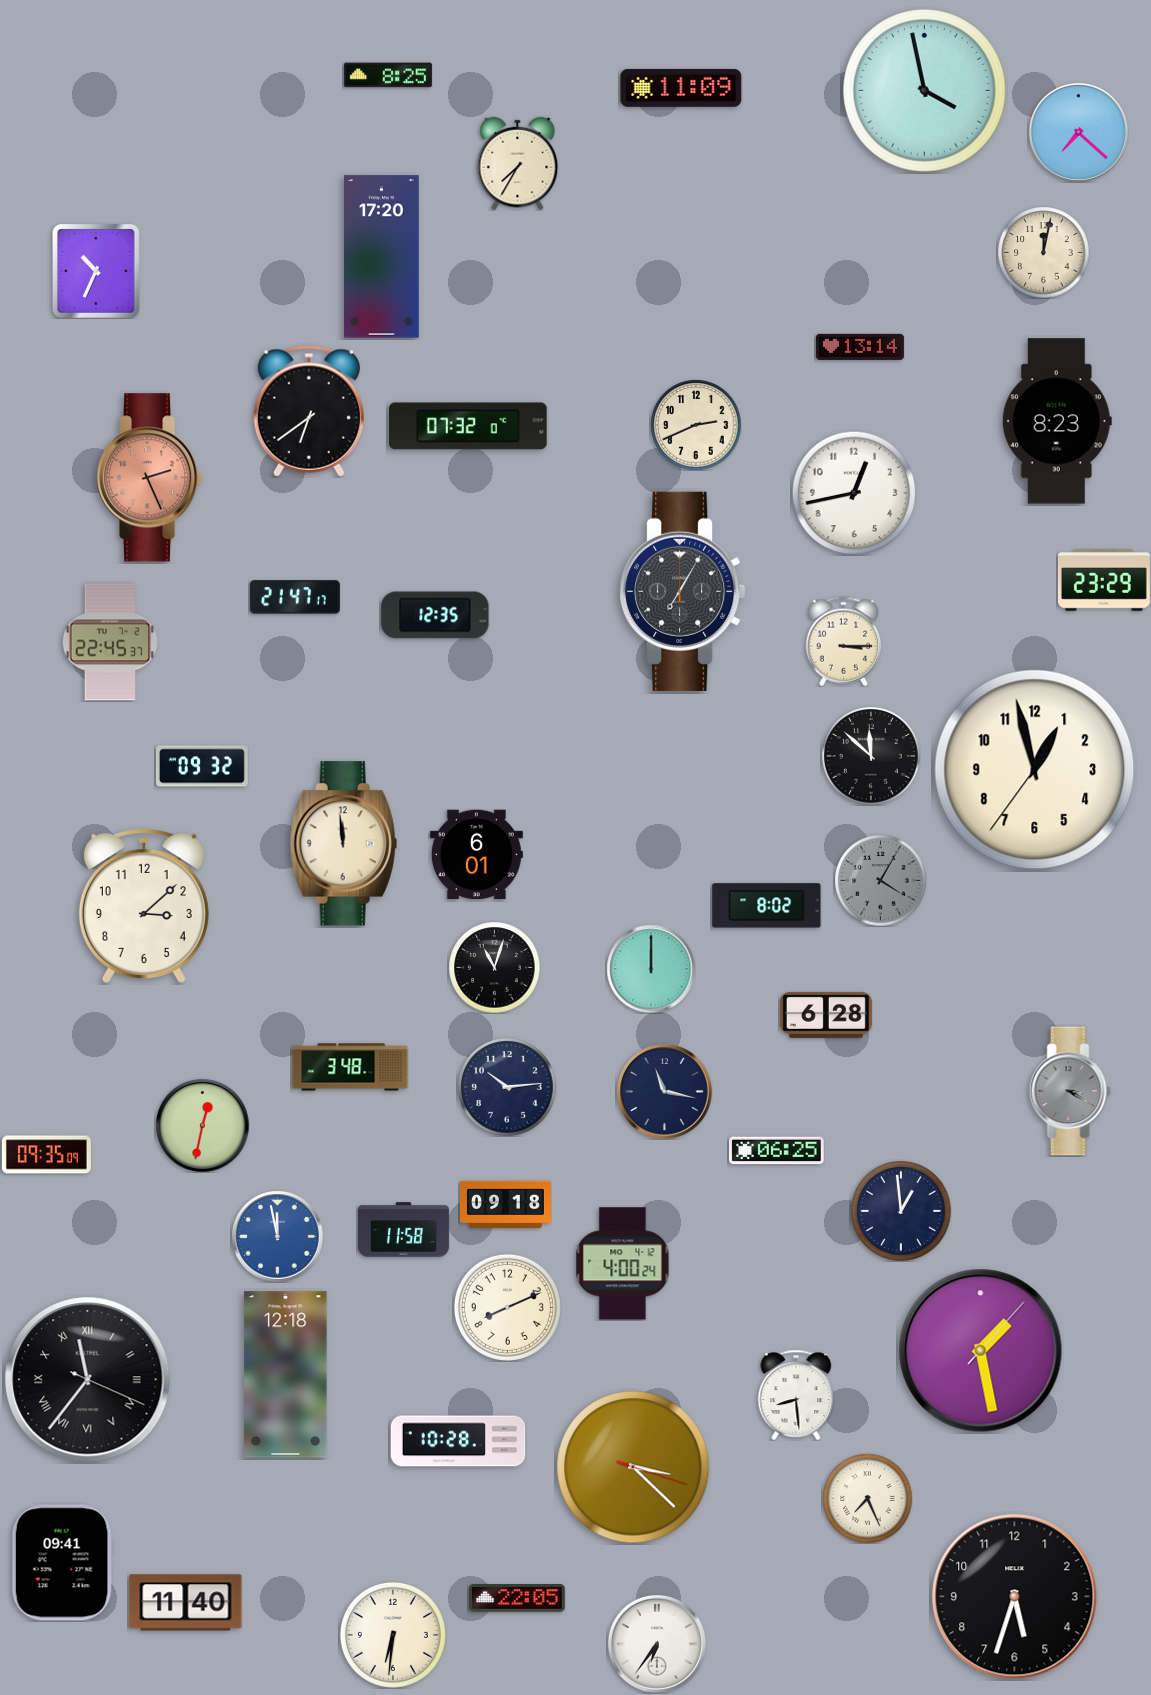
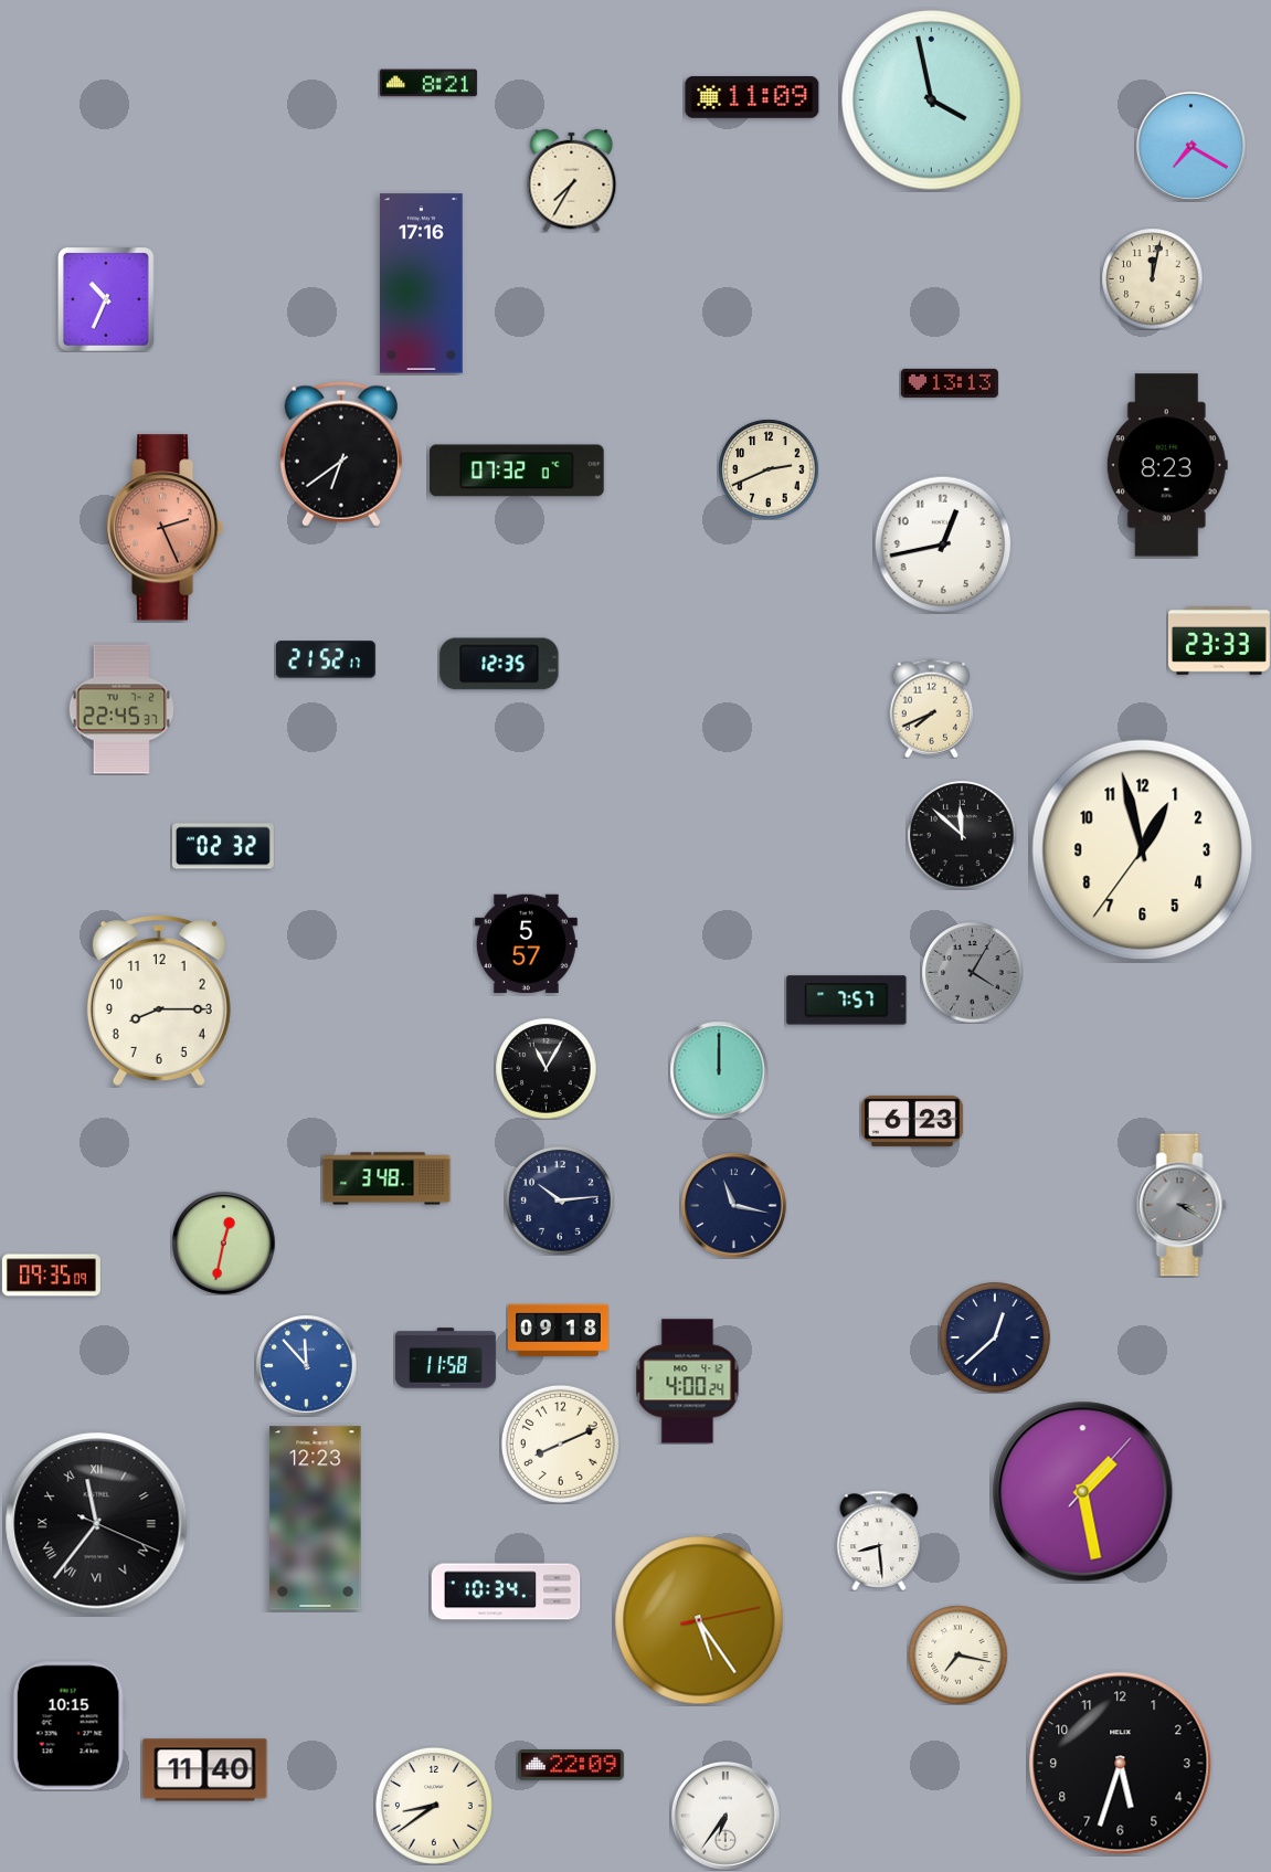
clock at (388, 75): 8:25 -> 8:21
clock at (925, 91) position: (925, 91) -> (932, 101)
clock at (1078, 132): 7:22 -> 7:20
clock at (382, 257): 17:20 -> 17:16
clock at (860, 347): 13:14 -> 13:13
clock at (1104, 581): 23:29 -> 23:33
clock at (683, 591): 7:05 -> none
clock at (295, 597): 21:47 -> 21:52
clock at (435, 615) position: (435, 615) -> (499, 664)
clock at (843, 641): 3:15 -> 7:41
clock at (202, 766): 09:32 -> 02:32
clock at (343, 844): 11:59 -> none
clock at (476, 855): 6:01 -> 5:57
clock at (144, 906): 3:08 -> 8:15
clock at (767, 906): 8:02 -> 7:57
clock at (494, 967): 11:03 -> 11:05
clock at (826, 1015): 6:28 -> 6:23
clock at (777, 1151): 06:25 -> none
clock at (902, 1212): 12:59 -> 12:38
clock at (277, 1236): 11:58 -> 11:53
clock at (623, 1264) position: (623, 1264) -> (688, 1382)
clock at (286, 1375): 12:18 -> 12:23
clock at (458, 1441): 10:28 -> 10:34
clock at (633, 1467): 3:22 -> 5:24
clock at (867, 1498): 7:26 -> 7:17
clock at (62, 1563): 09:41 -> 10:15
clock at (517, 1598): 22:05 -> 22:09
clock at (393, 1635): 6:31 -> 8:39
